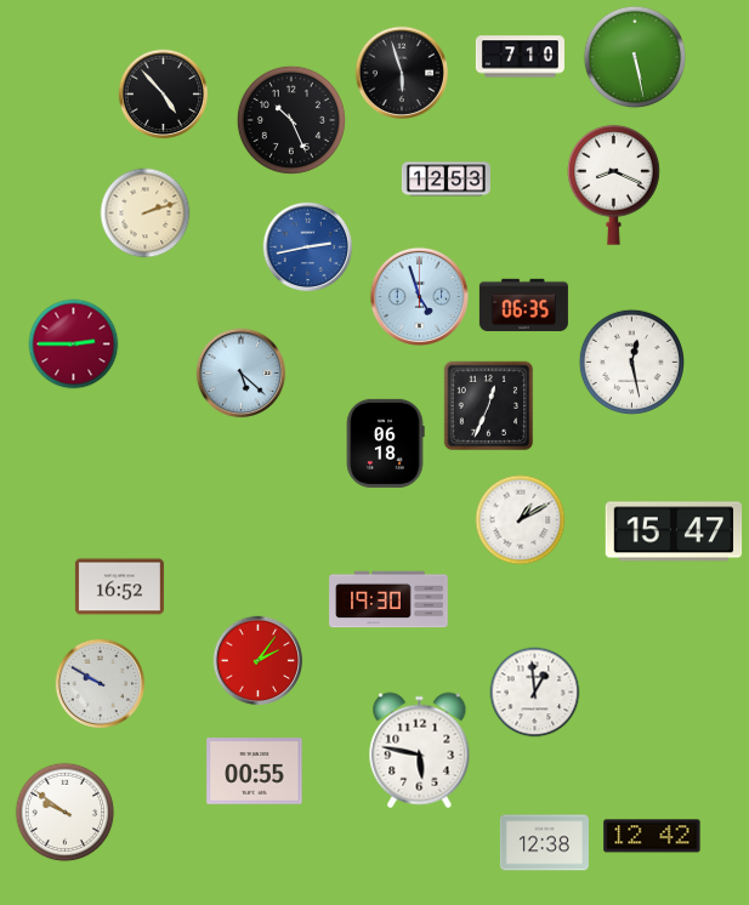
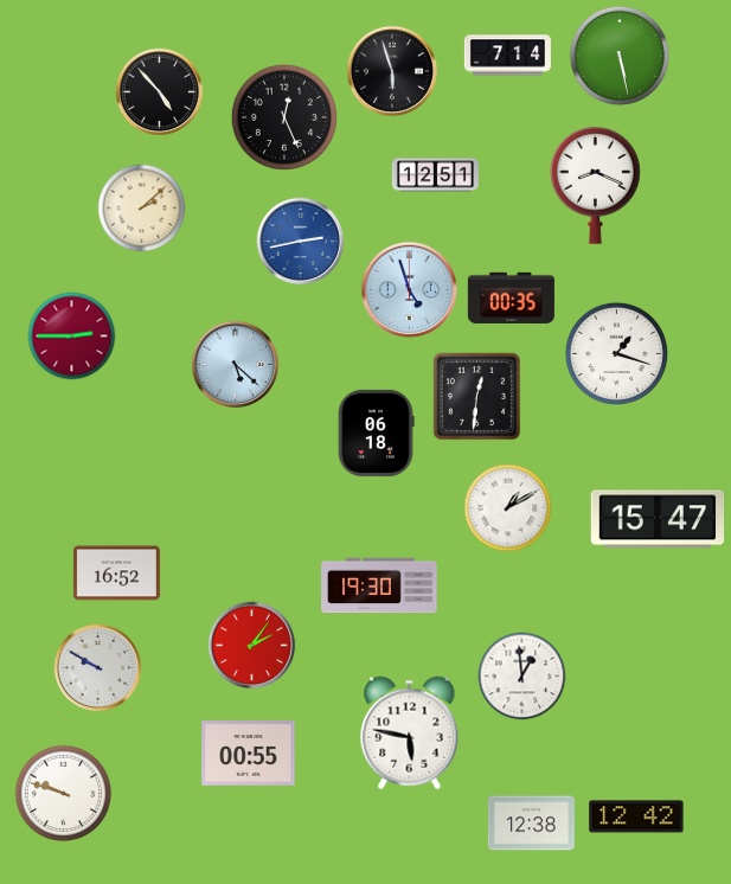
clock at (520, 57): 7:10 -> 7:14
clock at (291, 120): 10:26 -> 12:26
clock at (446, 180): 12:53 -> 12:51
clock at (614, 184) position: (614, 184) -> (596, 185)
clock at (146, 214): 2:12 -> 2:08
clock at (523, 304): 06:35 -> 00:35
clock at (631, 362): 12:28 -> 1:18
clock at (489, 406): 12:34 -> 12:31
clock at (66, 813): 9:51 -> 9:48
